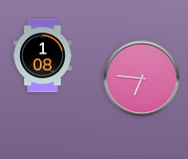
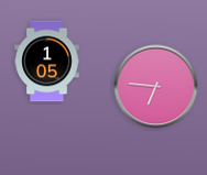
clock at (43, 56): 1:08 -> 1:05
